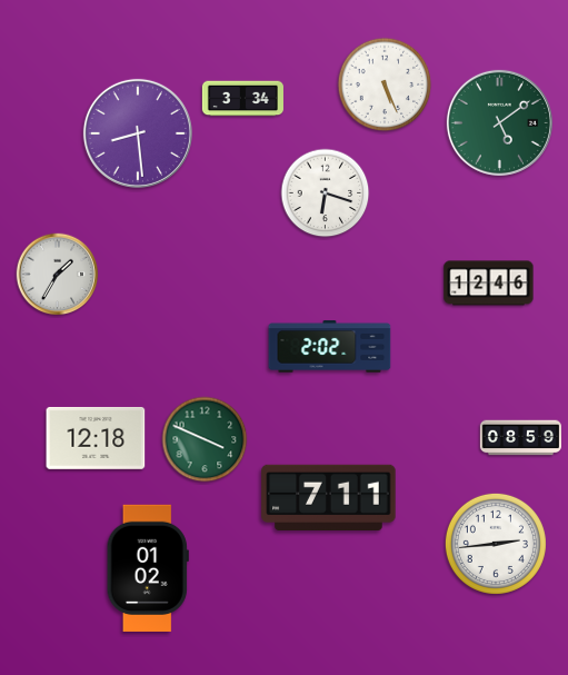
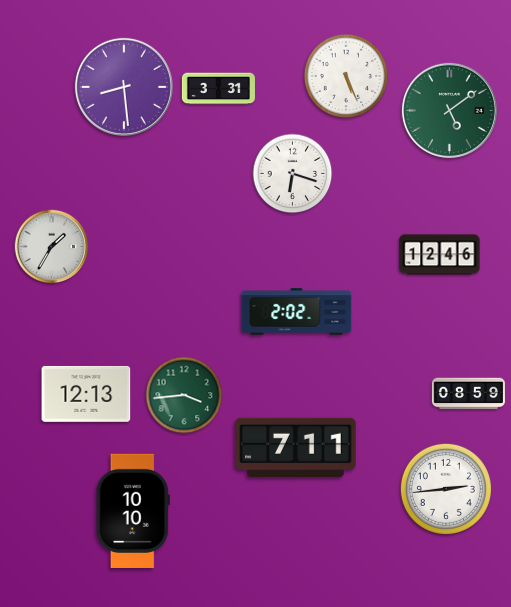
clock at (242, 99): 3:34 -> 3:31
clock at (138, 133) position: (138, 133) -> (124, 87)
clock at (96, 438): 12:18 -> 12:13
clock at (205, 439): 3:49 -> 3:44
clock at (148, 568): 01:02 -> 10:10
